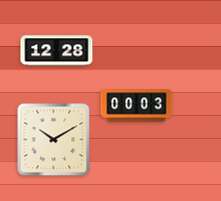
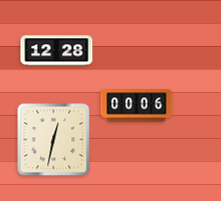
clock at (137, 106): 00:03 -> 00:06
clock at (54, 140): 10:10 -> 12:32
